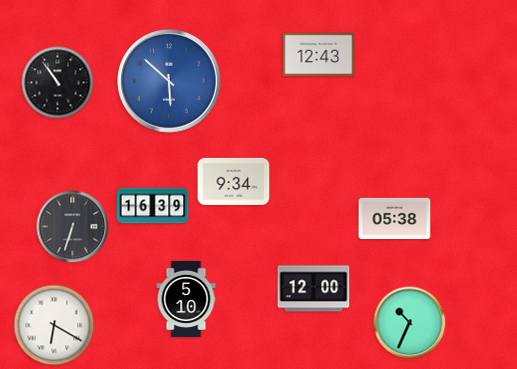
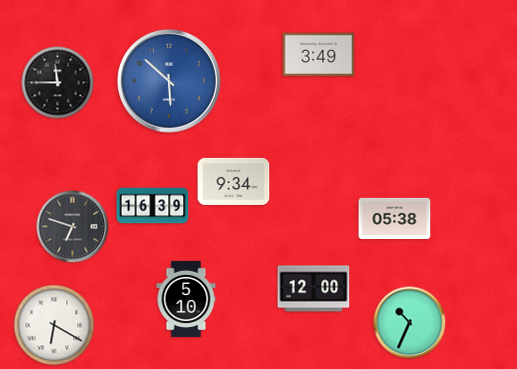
clock at (319, 55): 12:43 -> 3:49
clock at (58, 83): 10:54 -> 11:45
clock at (73, 227): 6:33 -> 6:48
